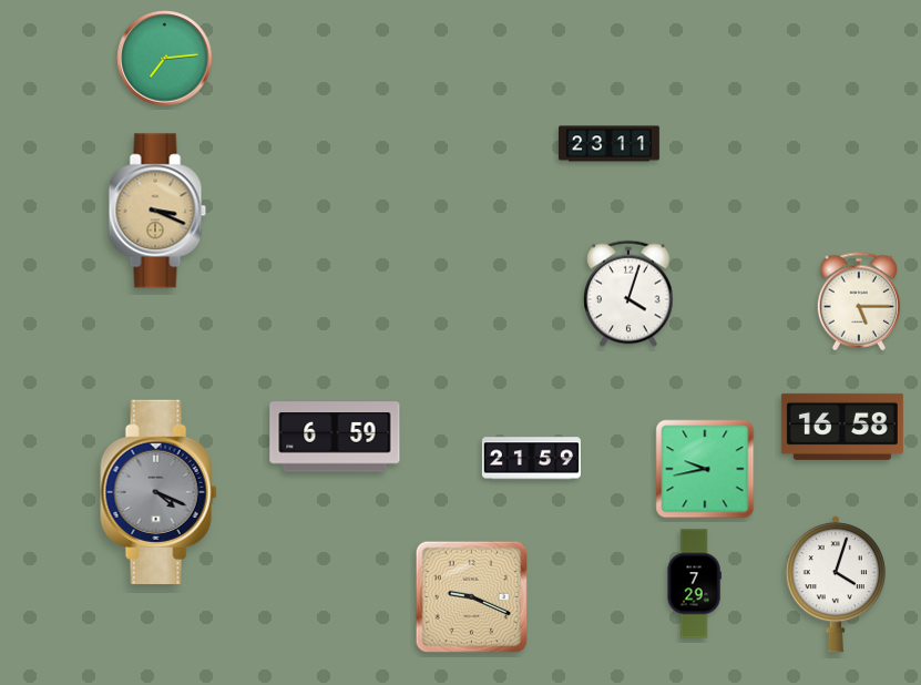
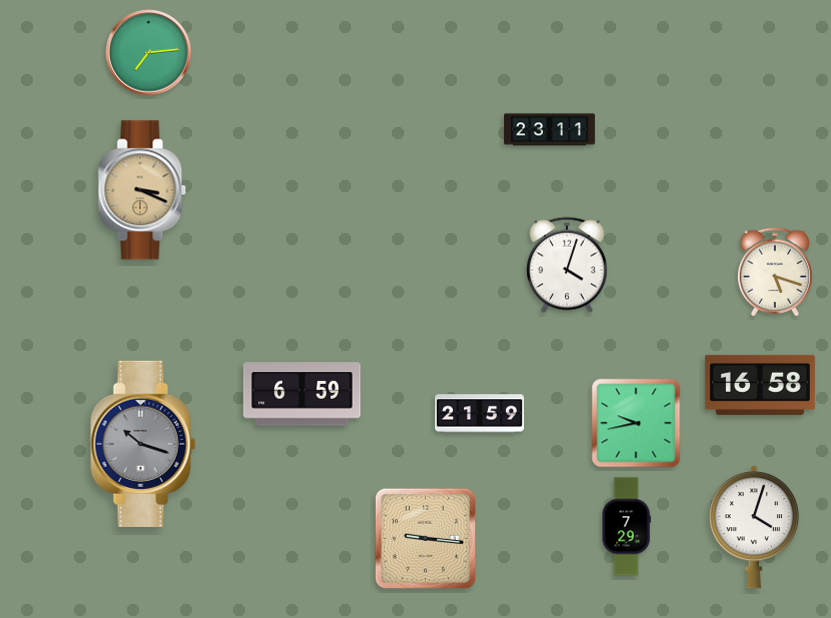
clock at (859, 301): 5:15 -> 5:18
clock at (158, 491): 4:19 -> 10:18
clock at (472, 597): 9:19 -> 9:16
